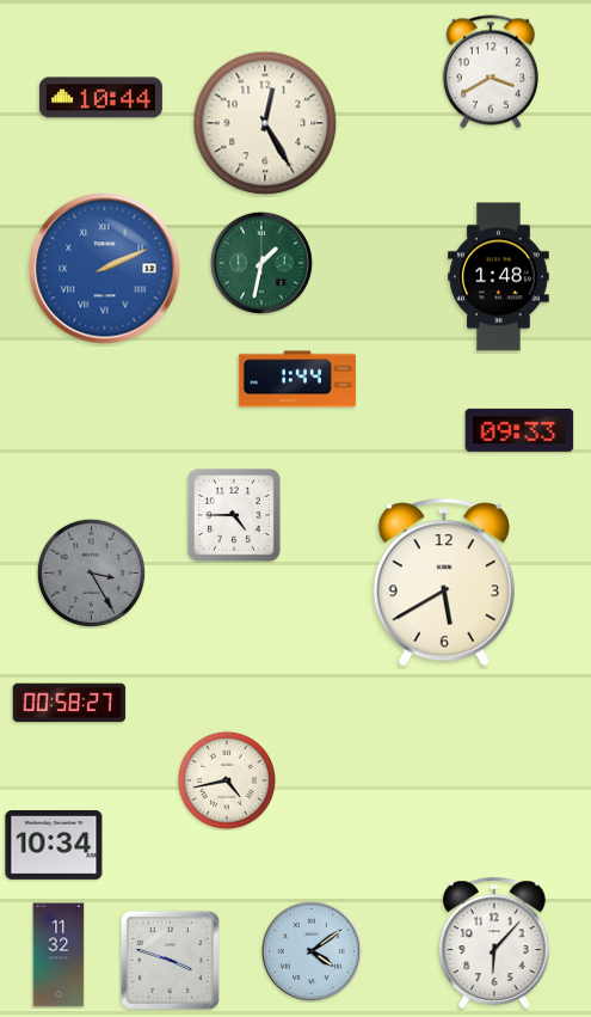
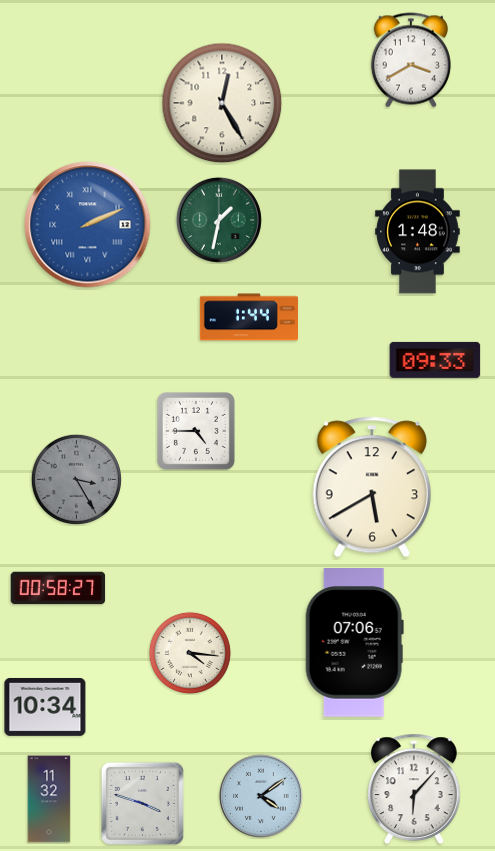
clock at (100, 98): 10:44 -> none
clock at (354, 643): none -> 07:06
clock at (227, 780): 4:43 -> 4:16
